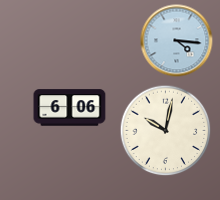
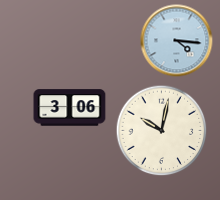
clock at (70, 108): 6:06 -> 3:06
clock at (166, 131) position: (166, 131) -> (162, 131)
